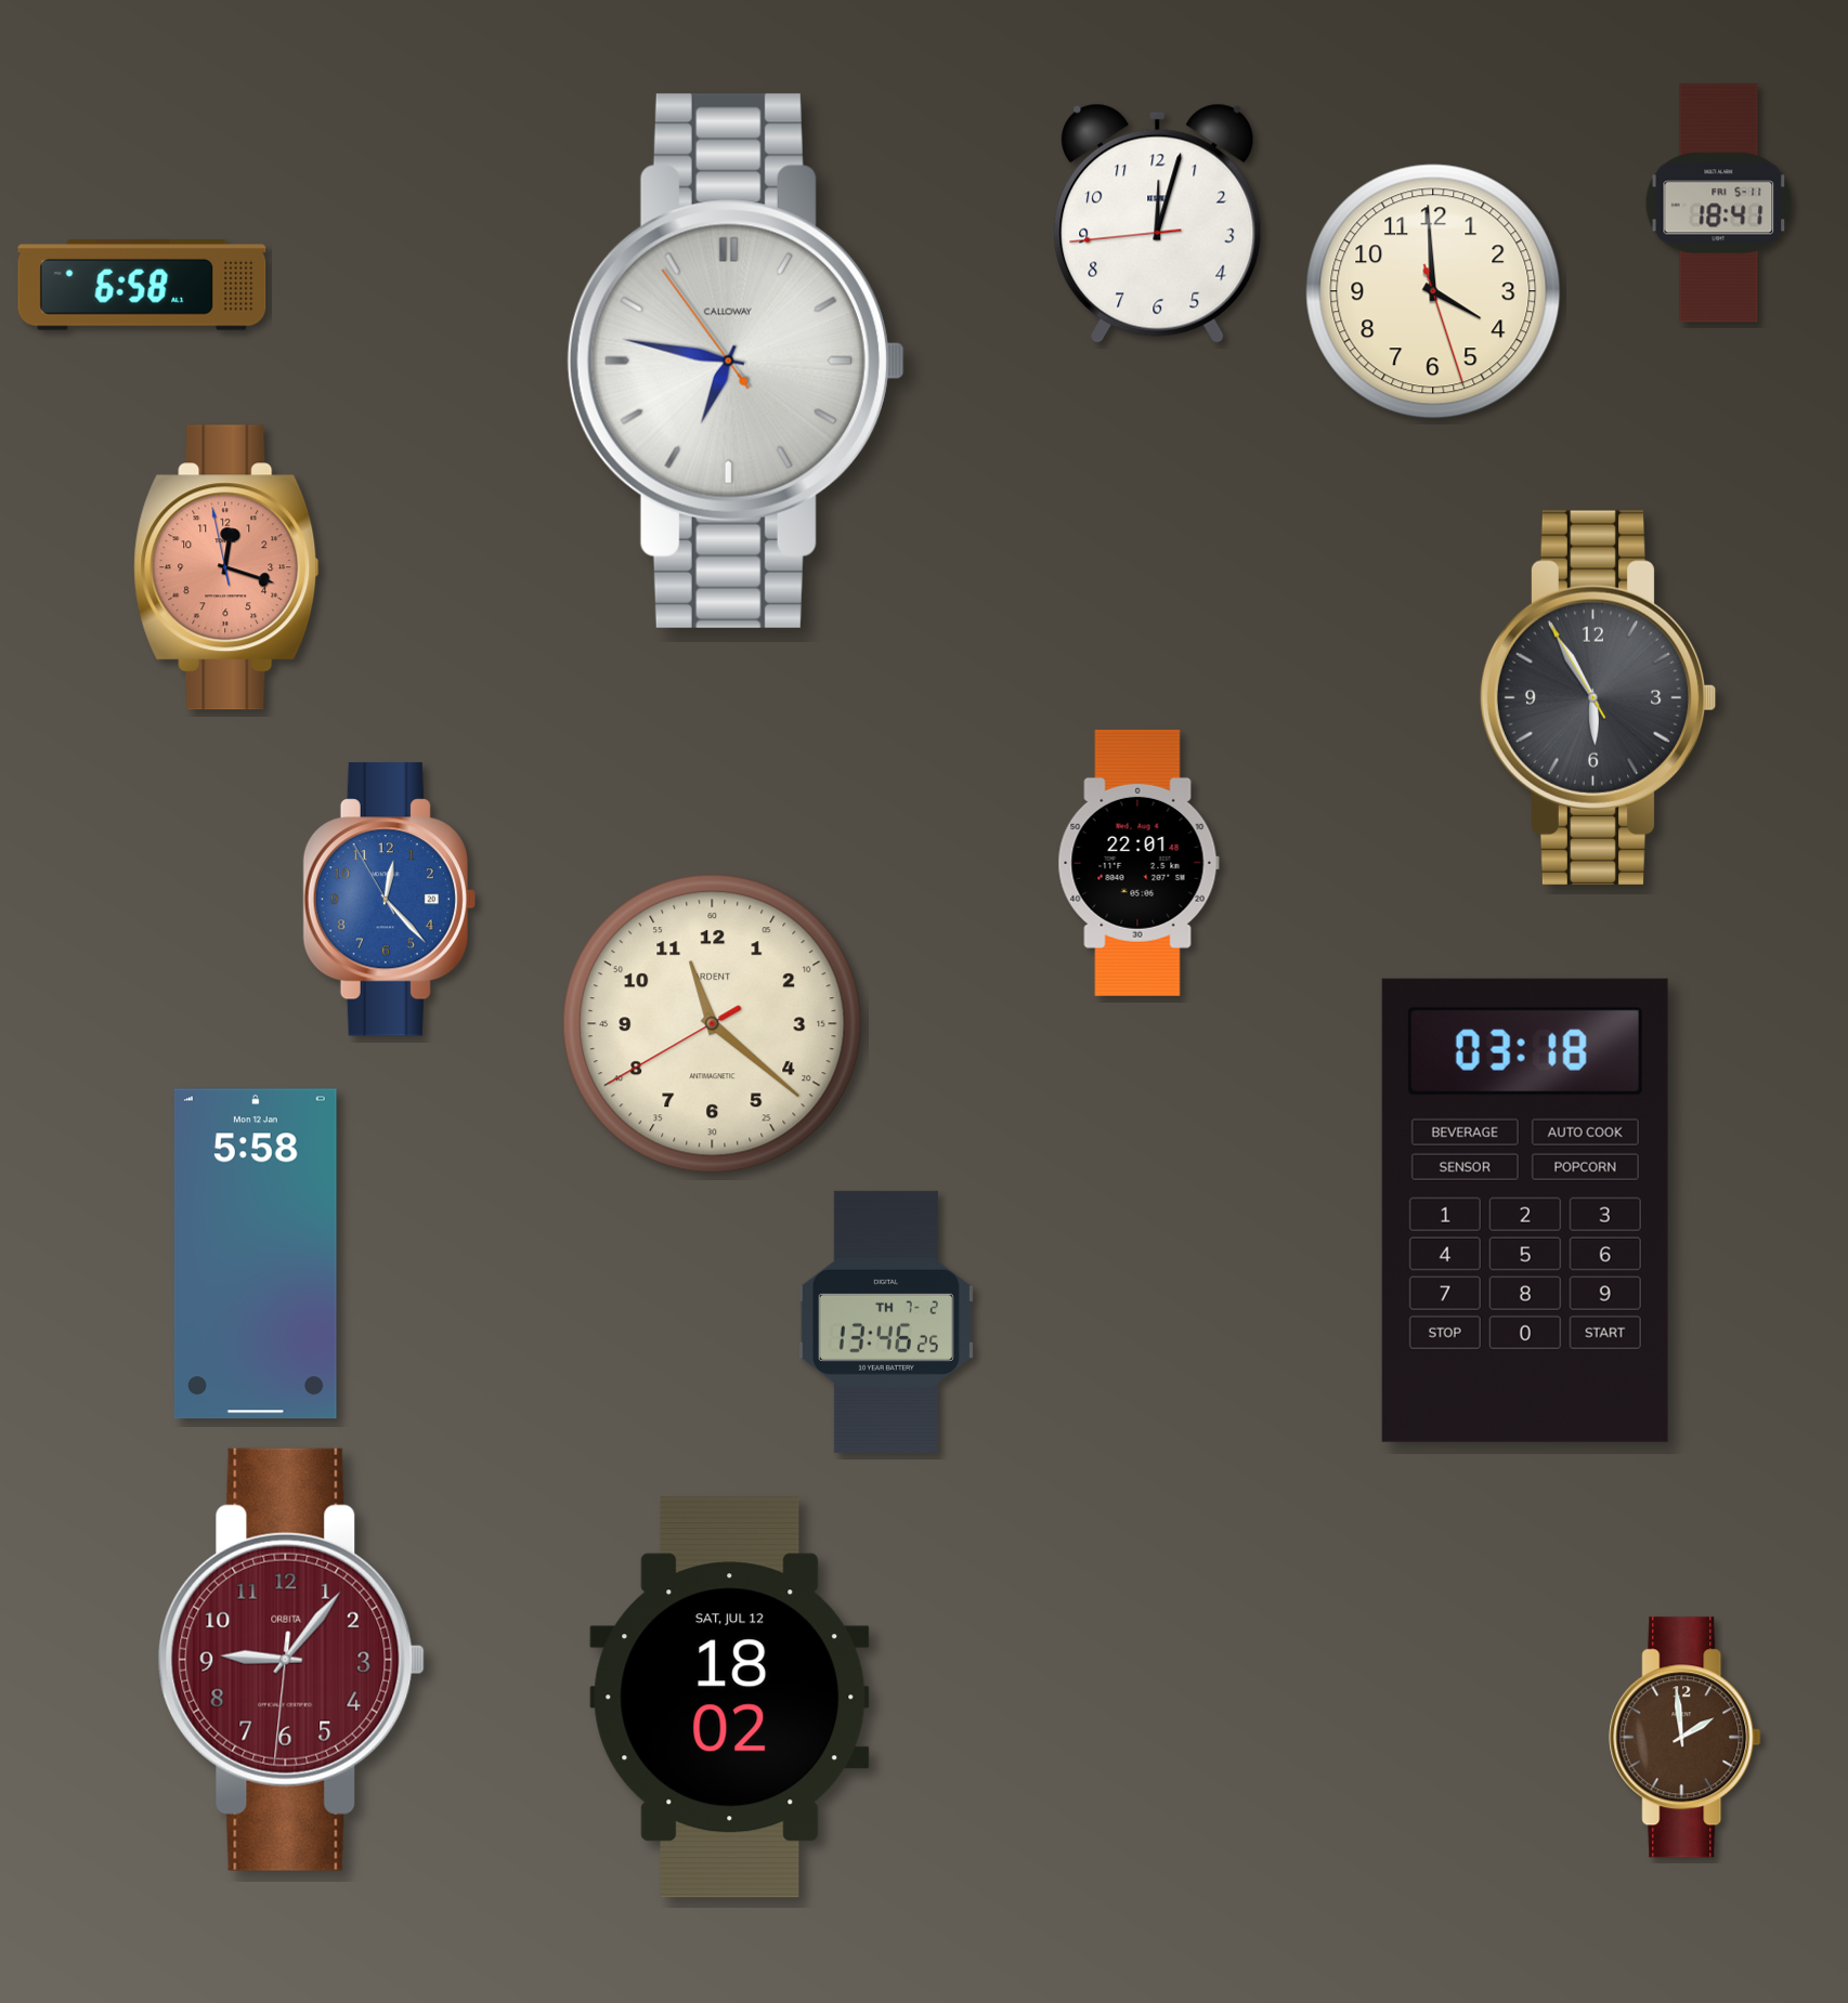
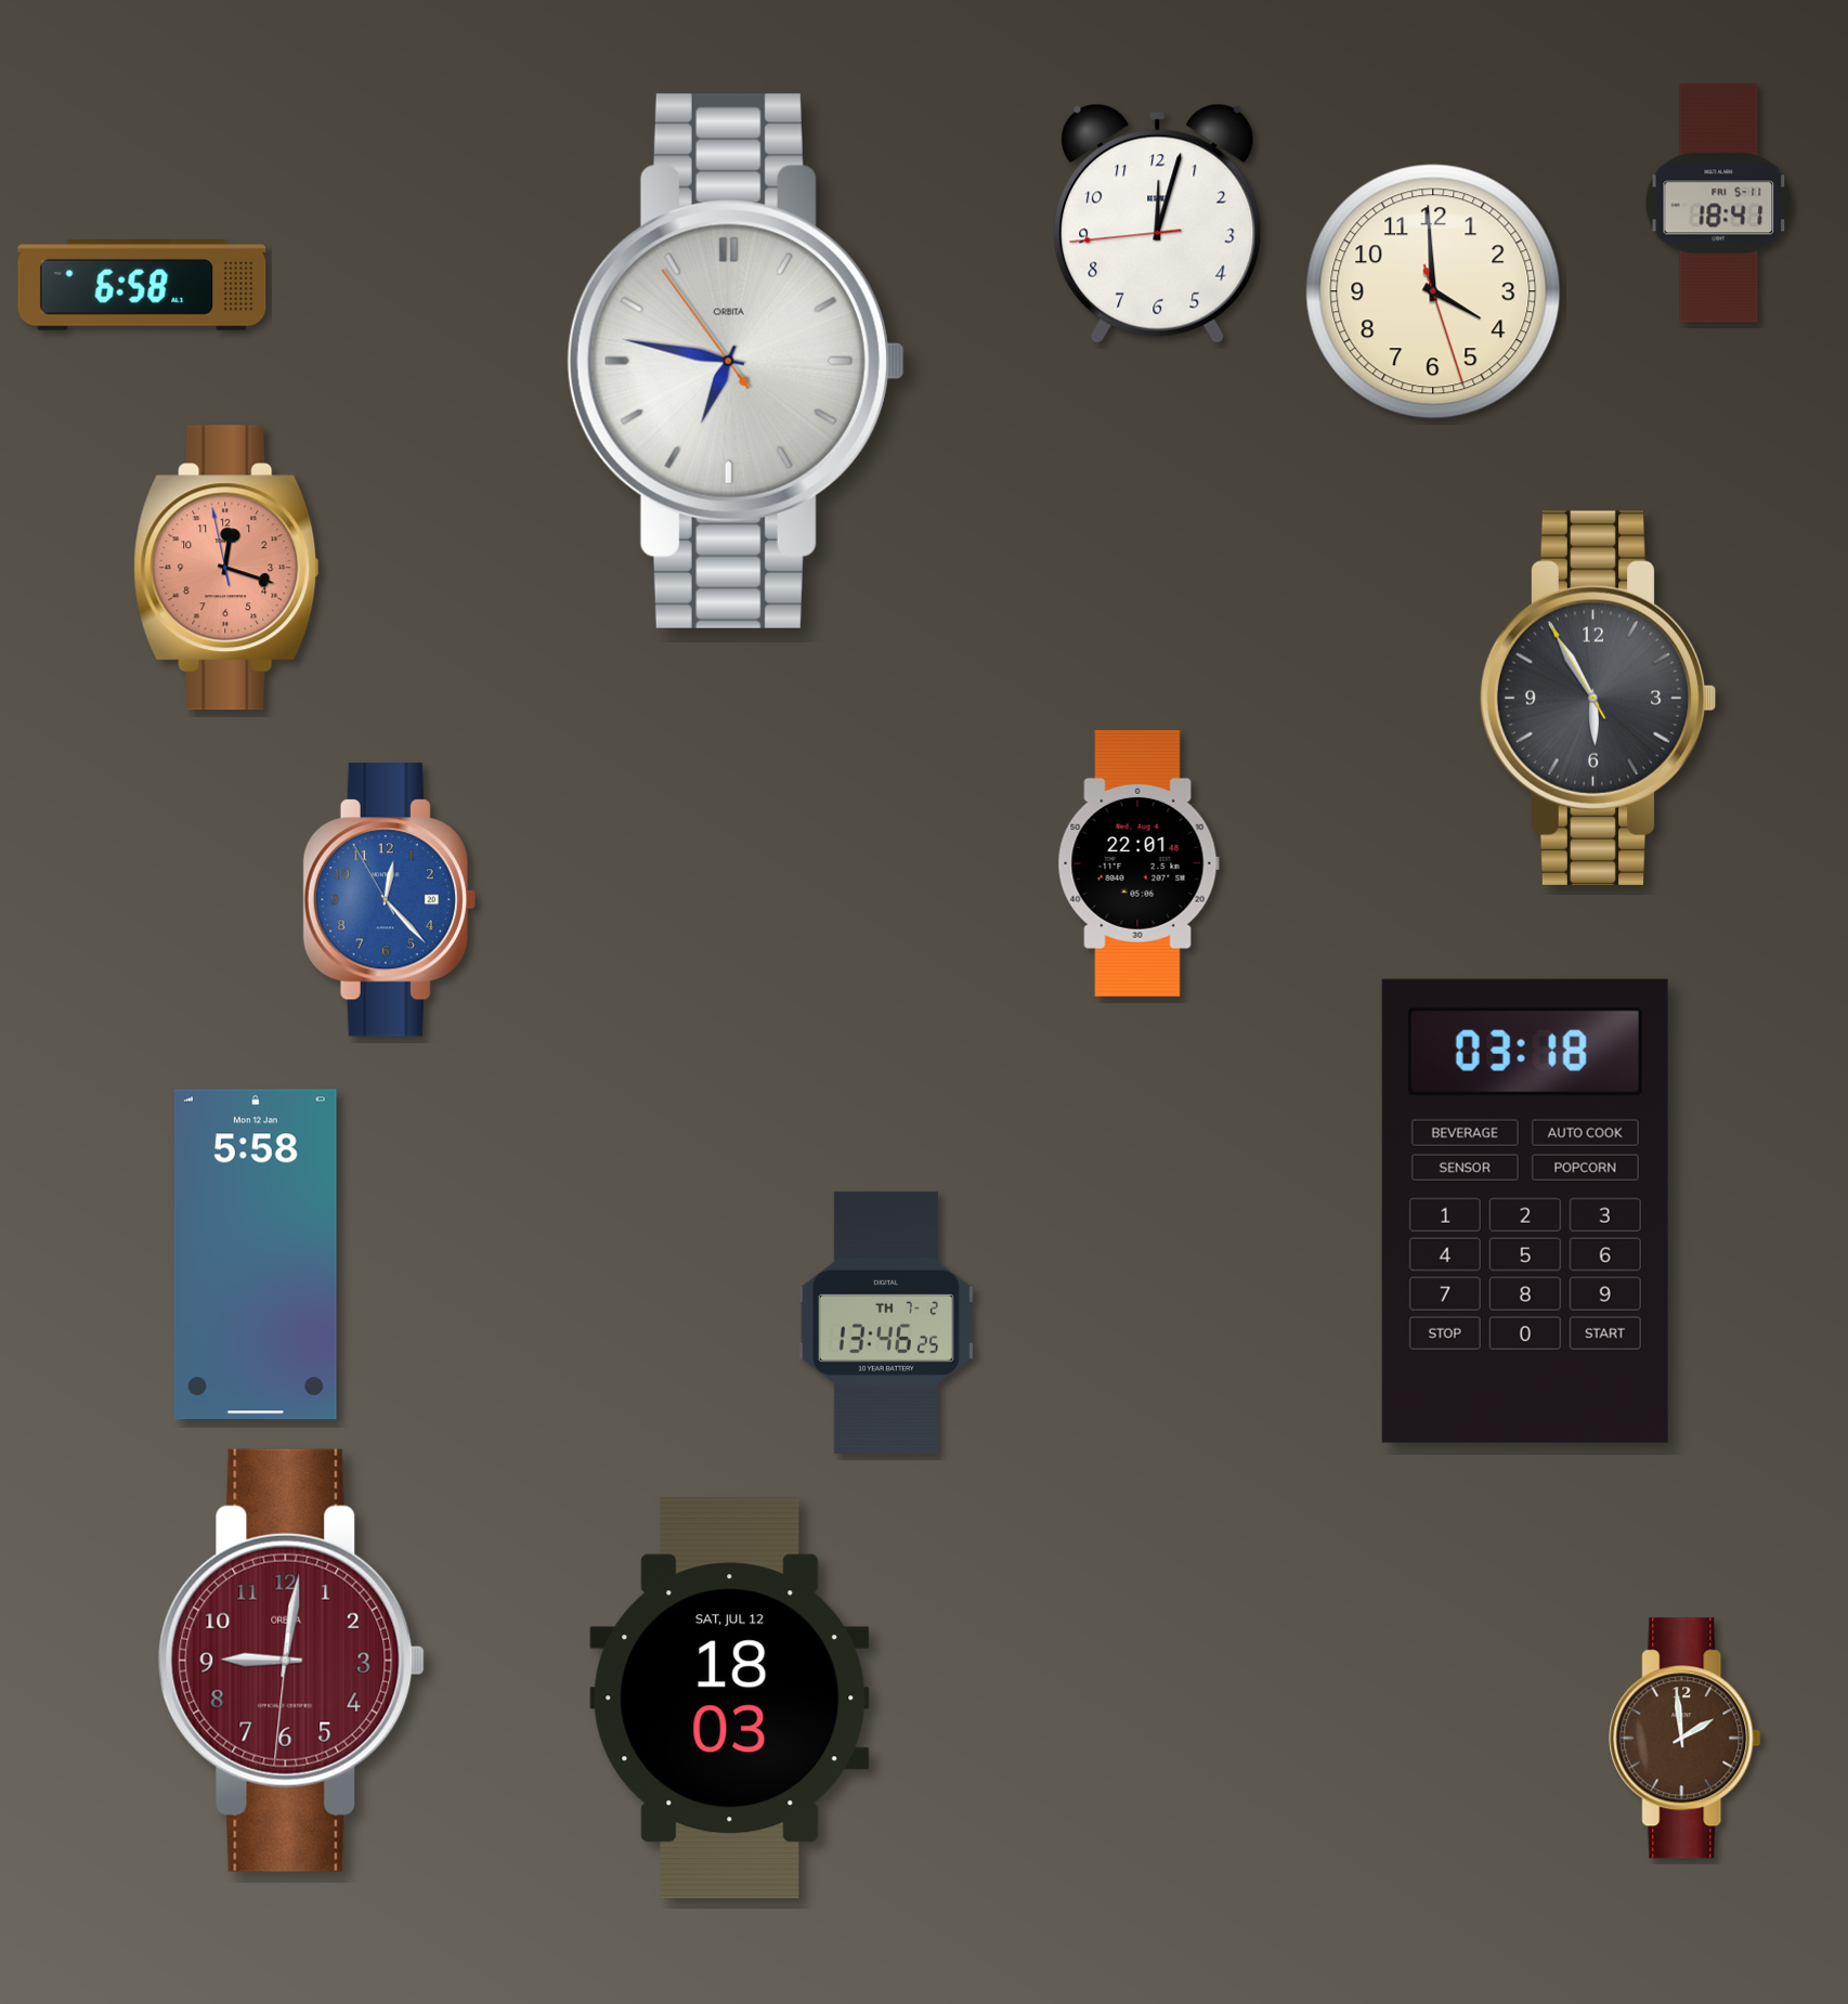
clock at (736, 361) brand: CALLOWAY -> ORBITA
clock at (713, 1024): 11:21 -> none
clock at (291, 1660): 9:06 -> 9:01
clock at (730, 1698): 18:02 -> 18:03
